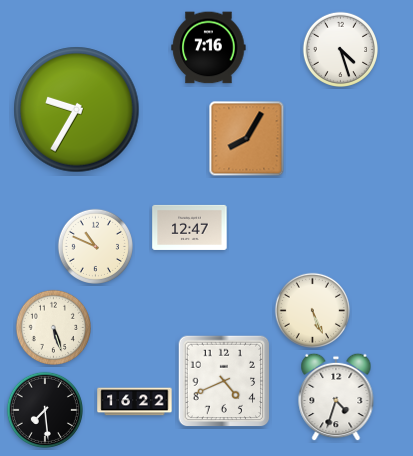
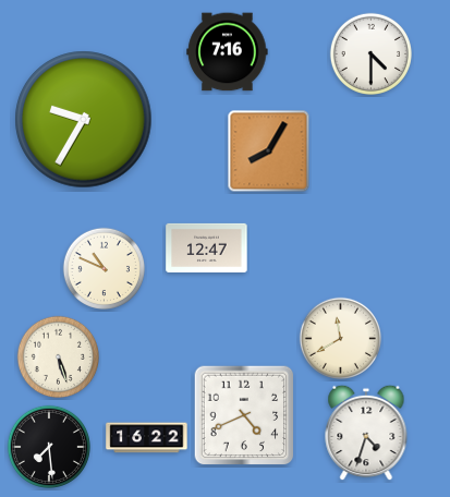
clock at (340, 49): 4:27 -> 4:30
clock at (312, 310): 5:26 -> 11:40
